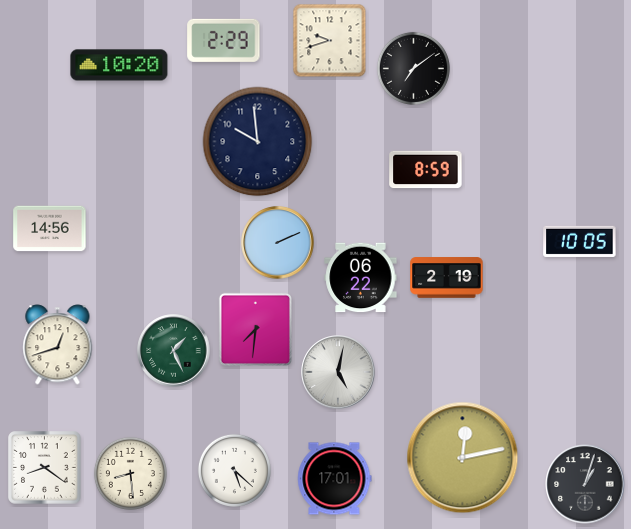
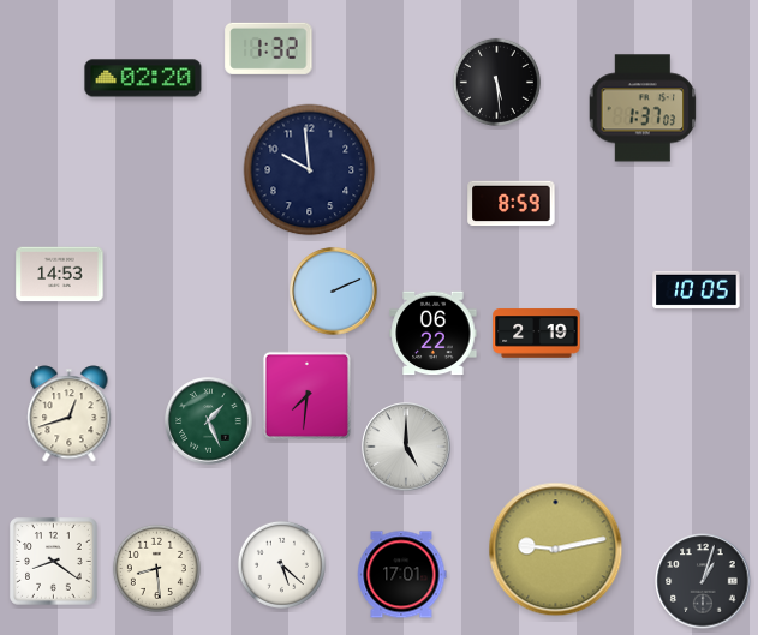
clock at (224, 40): 2:29 -> 1:32
clock at (330, 41): 9:42 -> none
clock at (119, 65): 10:20 -> 02:20
clock at (413, 68): 7:09 -> 5:29
clock at (643, 108): none -> 1:37
clock at (50, 229): 14:56 -> 14:53
clock at (338, 372): 5:02 -> 5:00
clock at (463, 458): 12:13 -> 9:13
